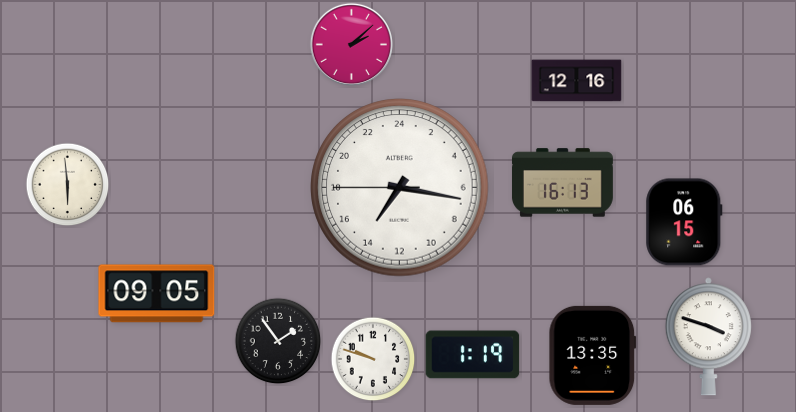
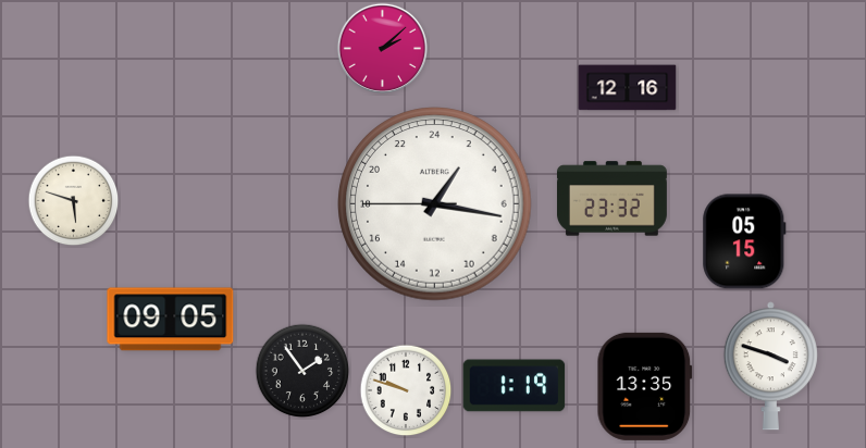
clock at (562, 183): 16:13 -> 23:32
clock at (68, 185): 5:59 -> 5:48
clock at (400, 188): 14:16 -> 2:16
clock at (684, 222): 06:15 -> 05:15
